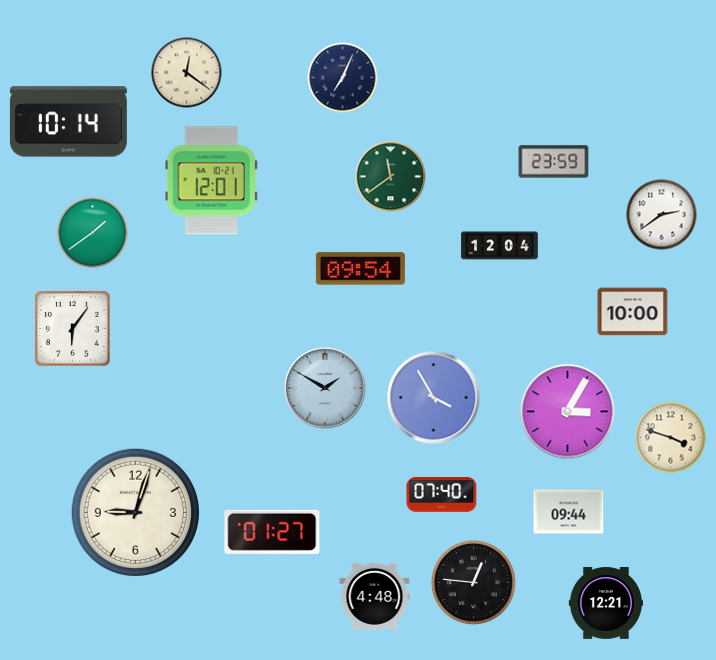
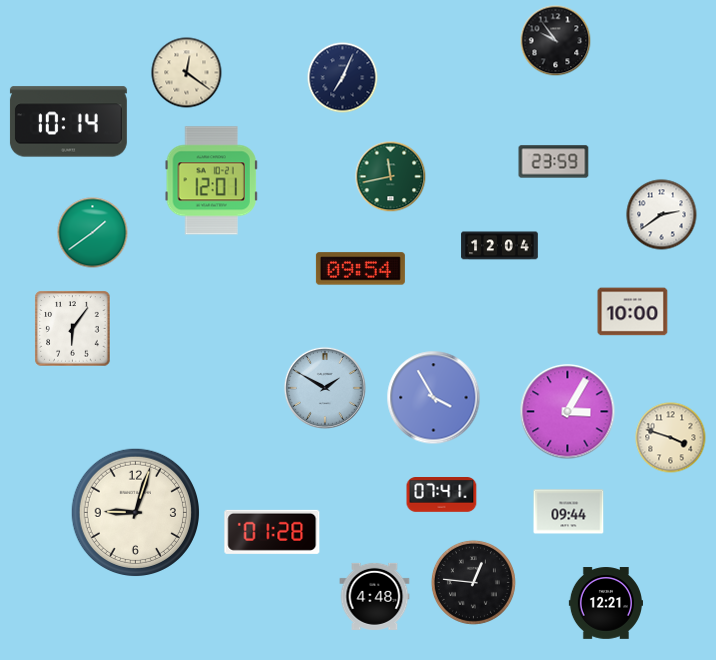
clock at (556, 41): none -> 9:54
clock at (391, 177): 11:39 -> 11:43
clock at (442, 495): 07:40 -> 07:41
clock at (272, 532): 01:27 -> 01:28
